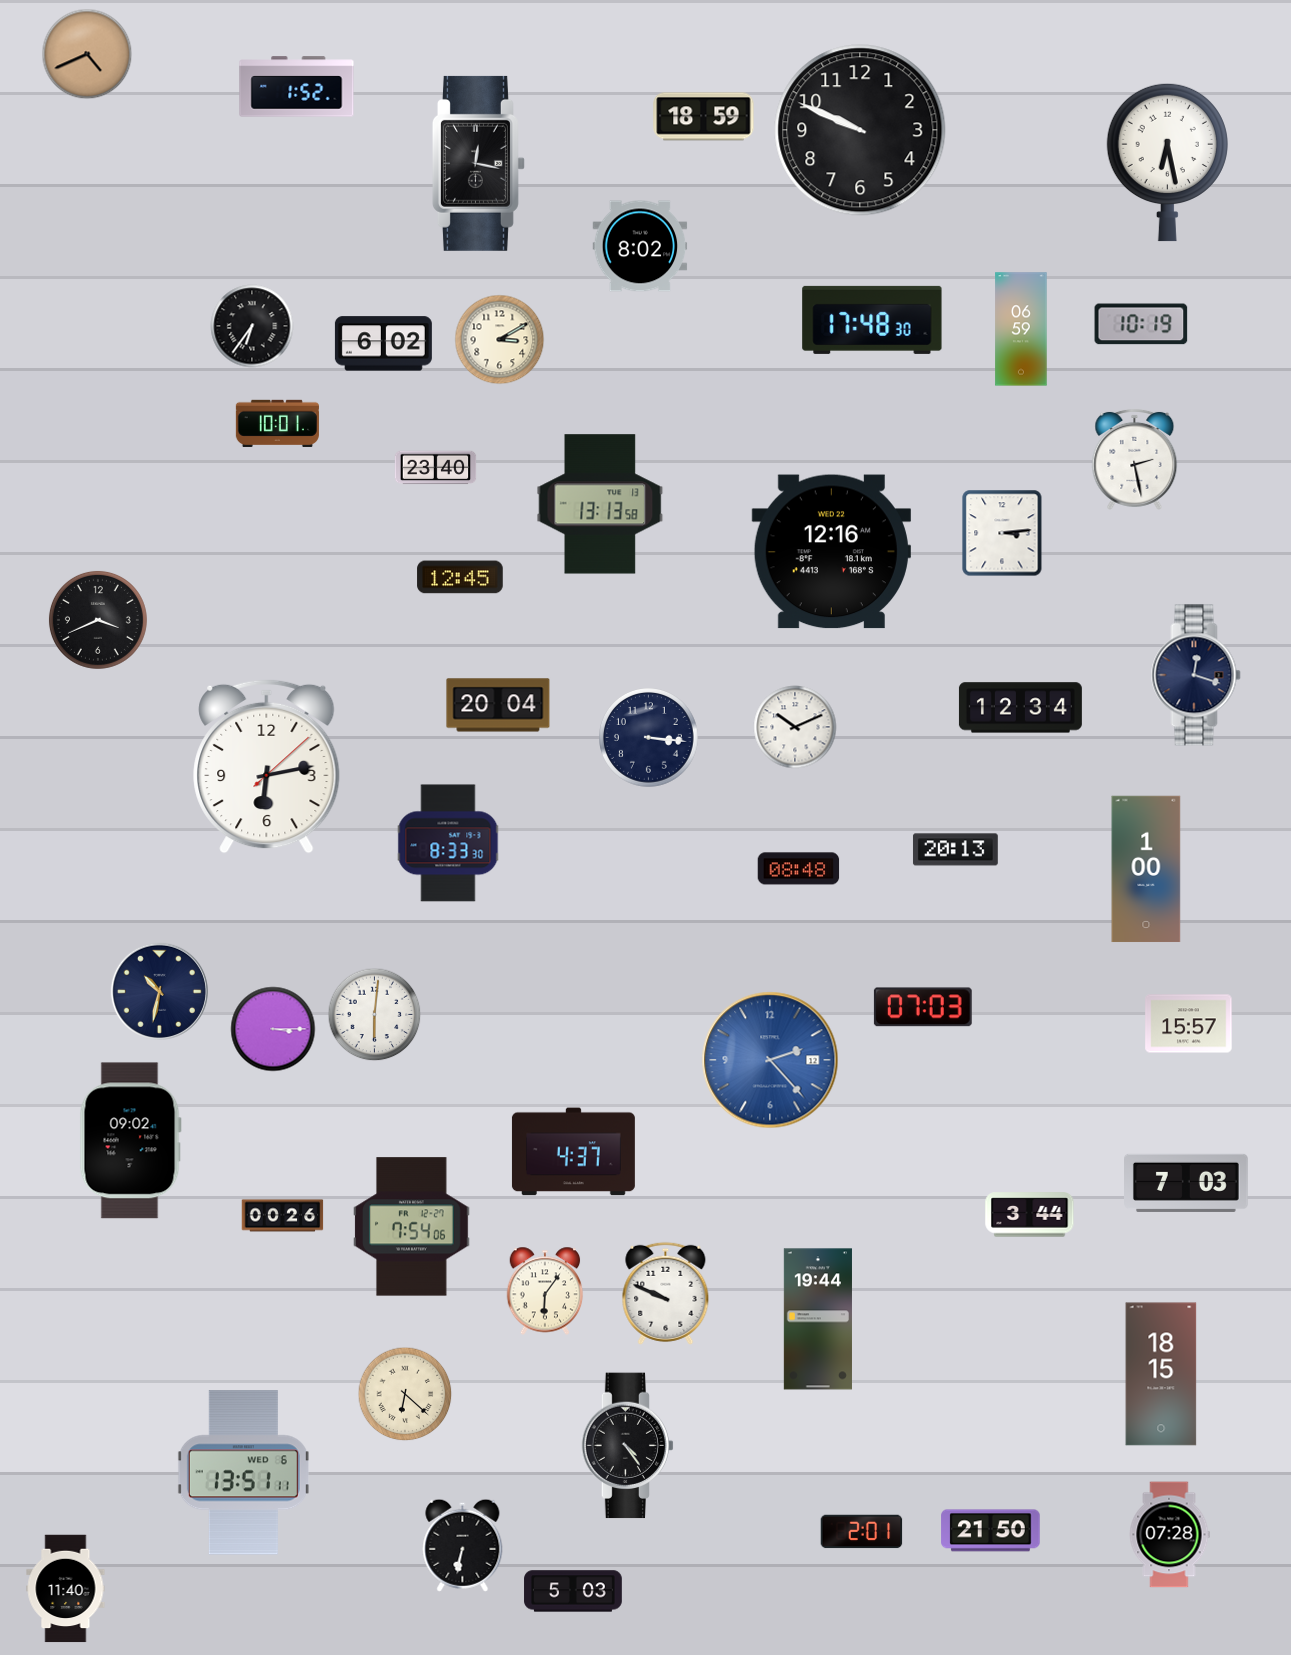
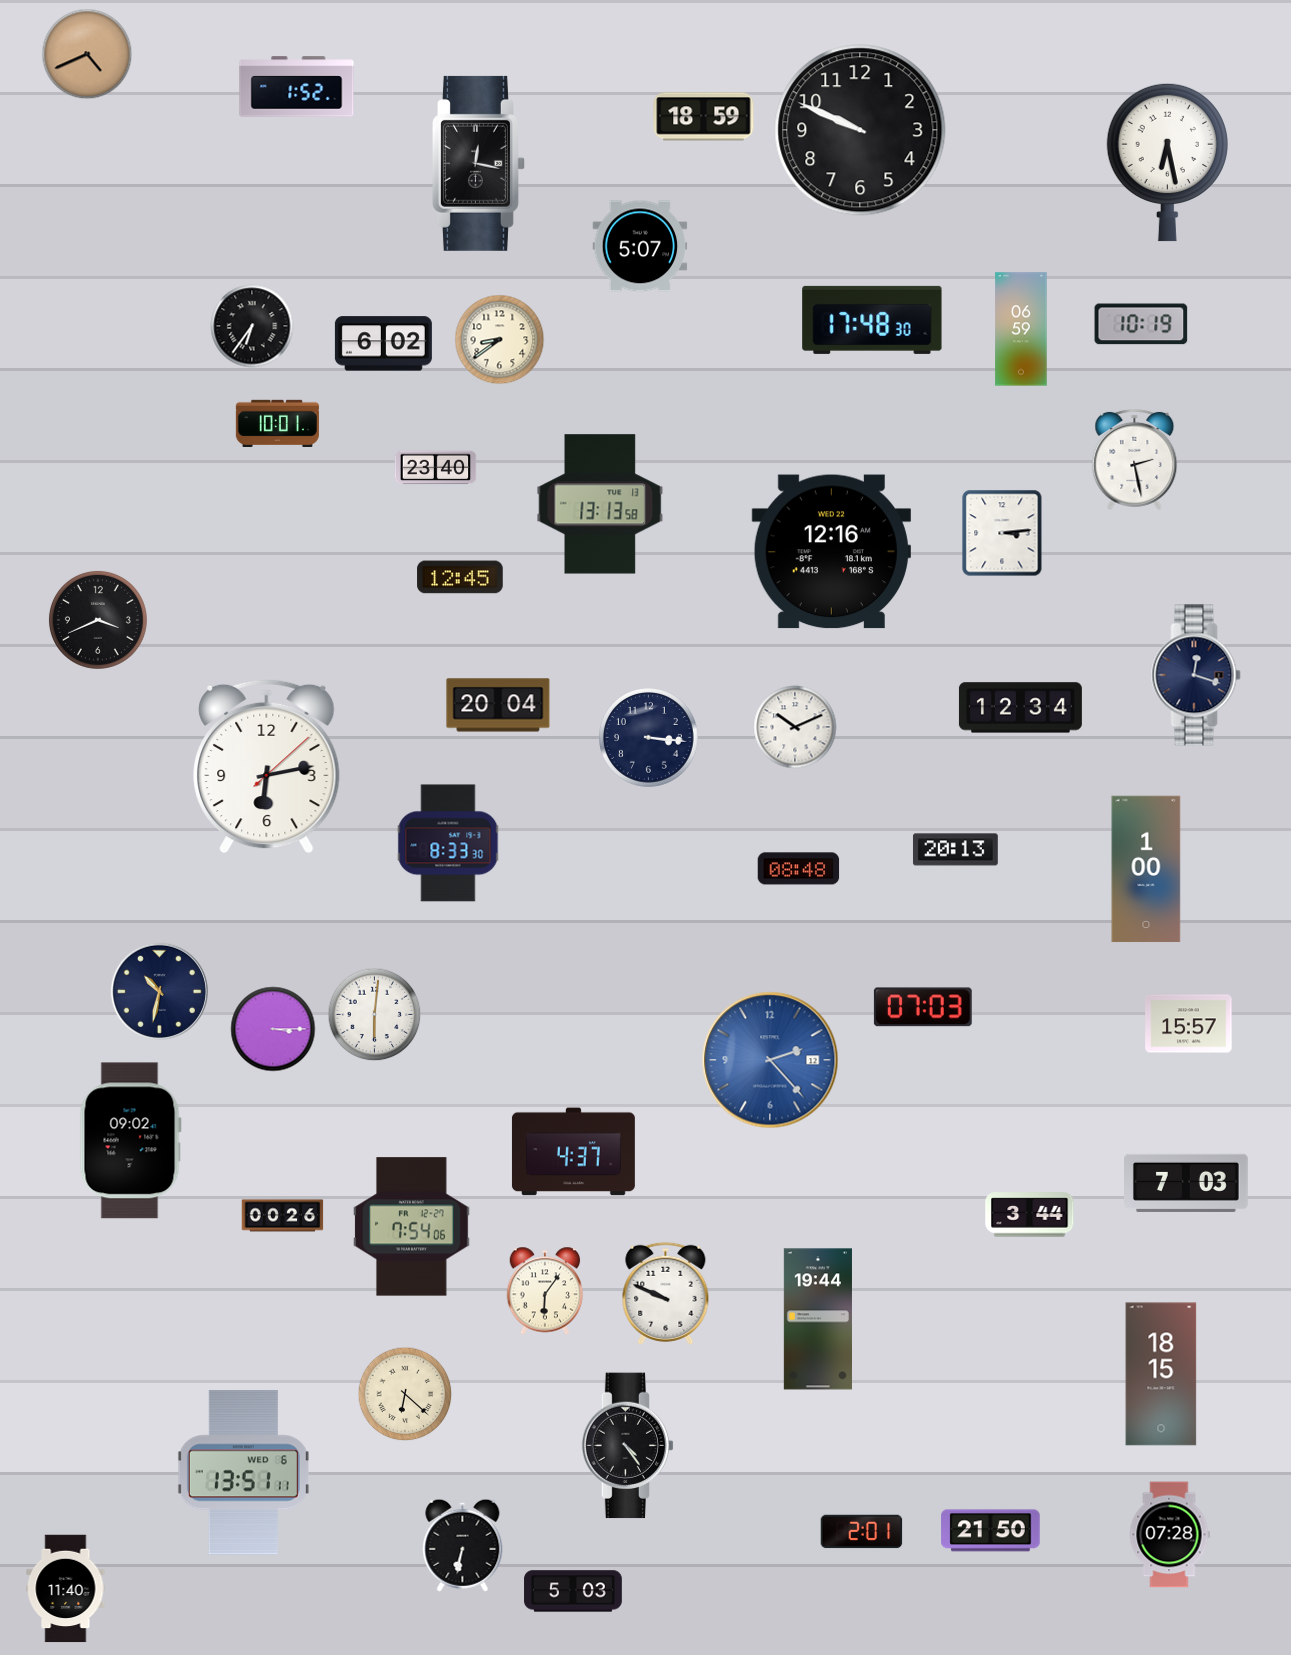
clock at (640, 246): 8:02 -> 5:07
clock at (500, 340): 3:10 -> 8:39
